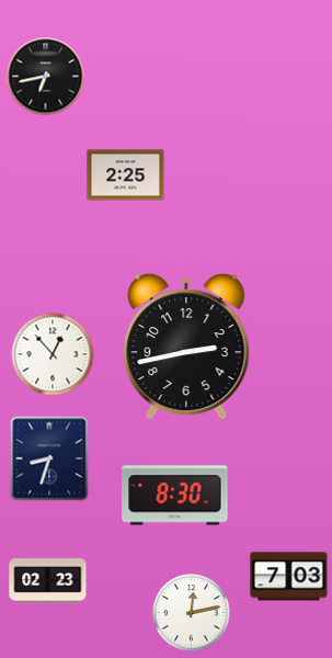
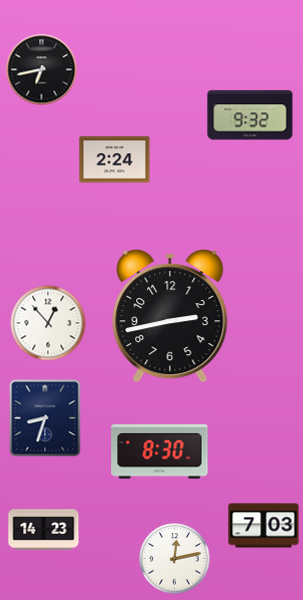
clock at (250, 115): none -> 9:32
clock at (126, 175): 2:25 -> 2:24
clock at (48, 581): 02:23 -> 14:23
